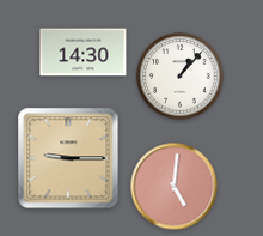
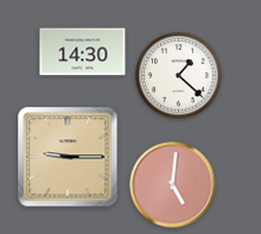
clock at (181, 77): 1:07 -> 1:22
